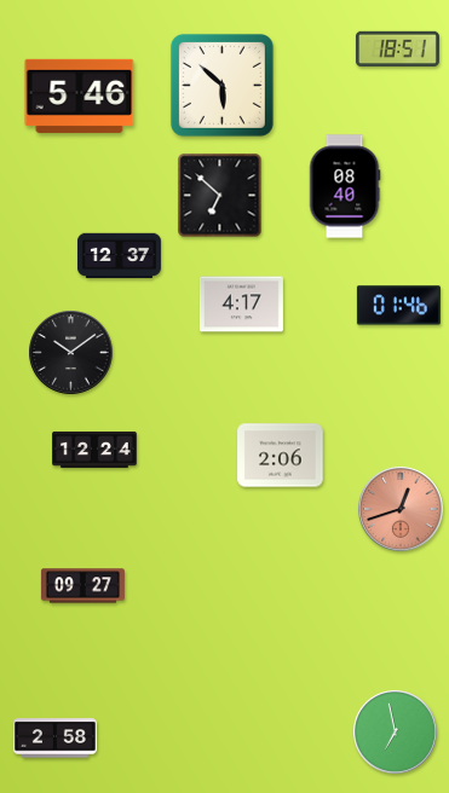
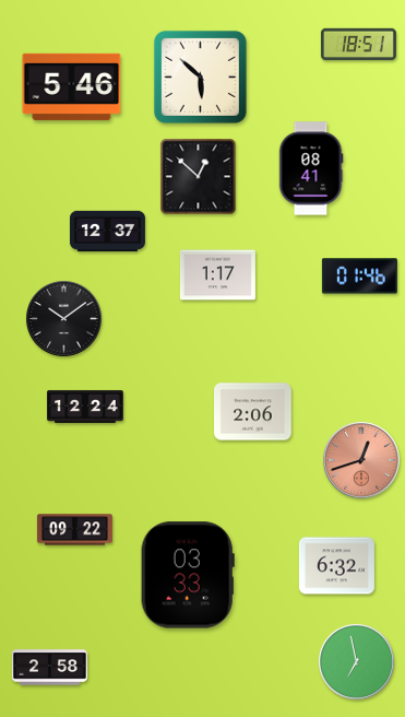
clock at (345, 186): 08:40 -> 08:41
clock at (220, 196): 6:52 -> 12:52
clock at (241, 305): 4:17 -> 1:17
clock at (82, 586): 09:27 -> 09:22
clock at (336, 566): none -> 6:32
clock at (188, 575): none -> 03:33
